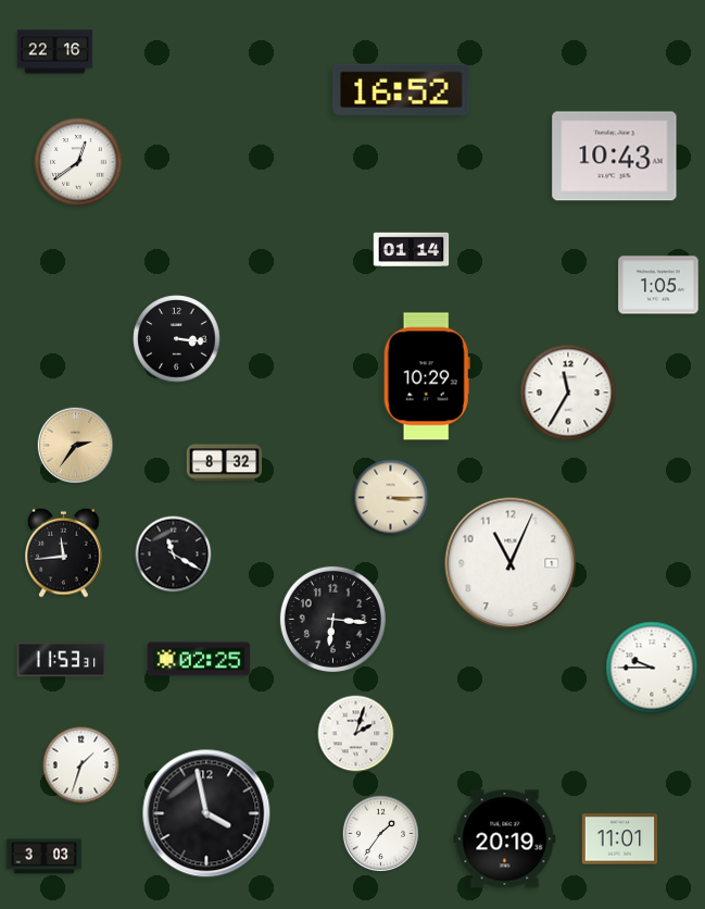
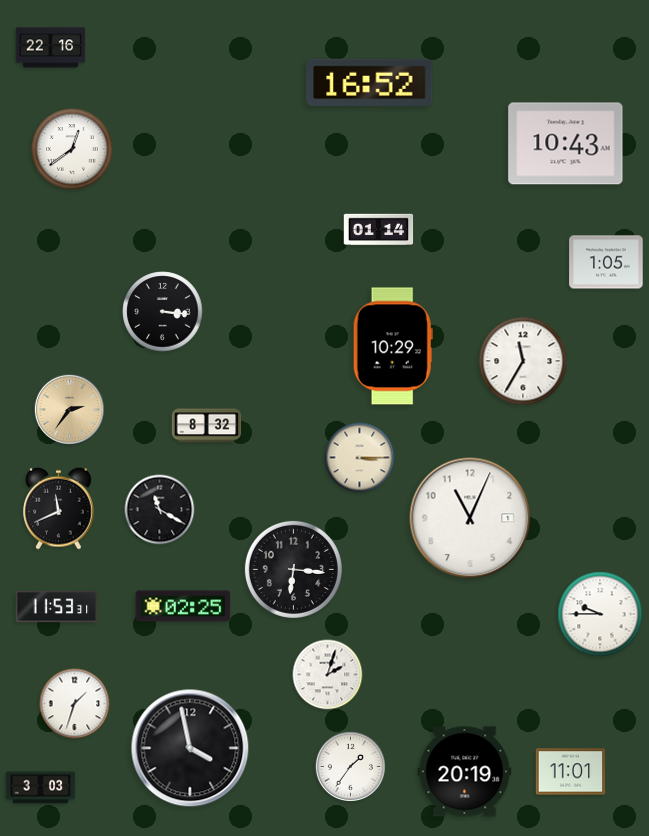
clock at (64, 552): 11:44 -> 11:41
clock at (332, 619) position: (332, 619) -> (293, 569)
